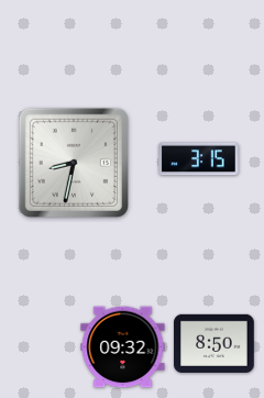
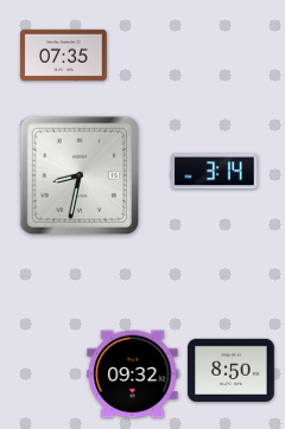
clock at (64, 55): none -> 07:35
clock at (199, 159): 3:15 -> 3:14
